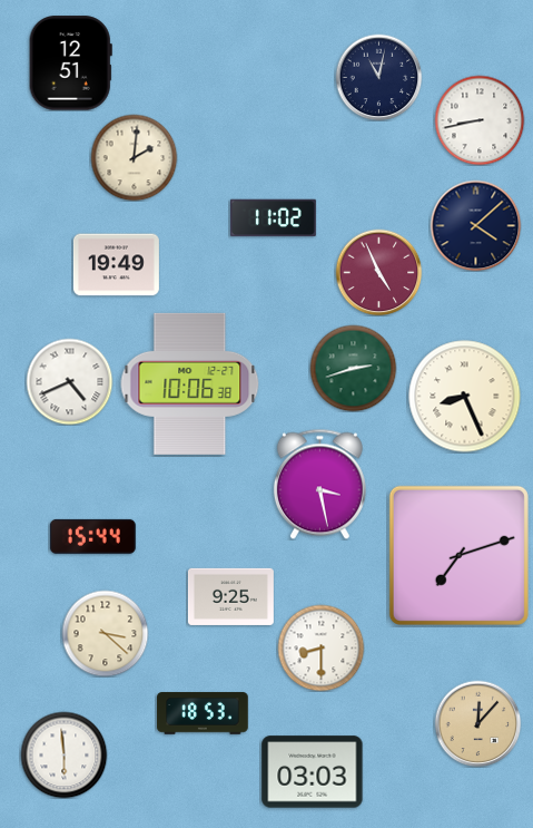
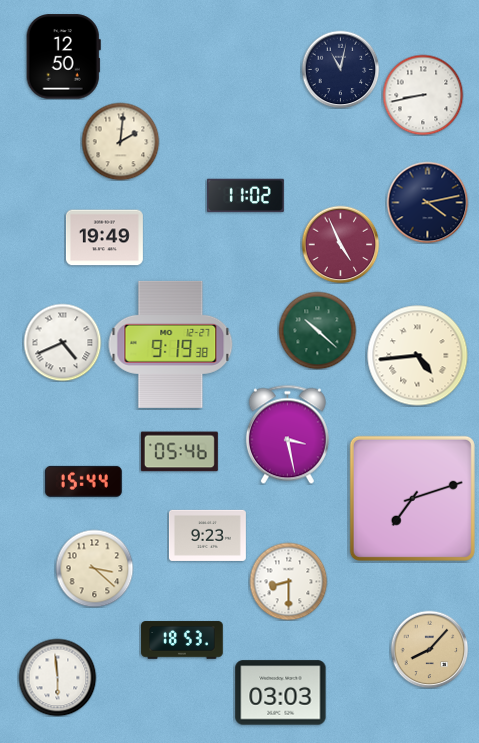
clock at (70, 64): 12:51 -> 12:50
clock at (480, 120) position: (480, 120) -> (423, 95)
clock at (475, 225): 4:08 -> 4:13
clock at (353, 368): 2:42 -> 10:22
clock at (190, 383): 10:06 -> 9:19
clock at (465, 397): 8:26 -> 4:44
clock at (179, 452): none -> 05:46
clock at (230, 596): 9:25 -> 9:23
clock at (477, 723): 12:07 -> 8:07
